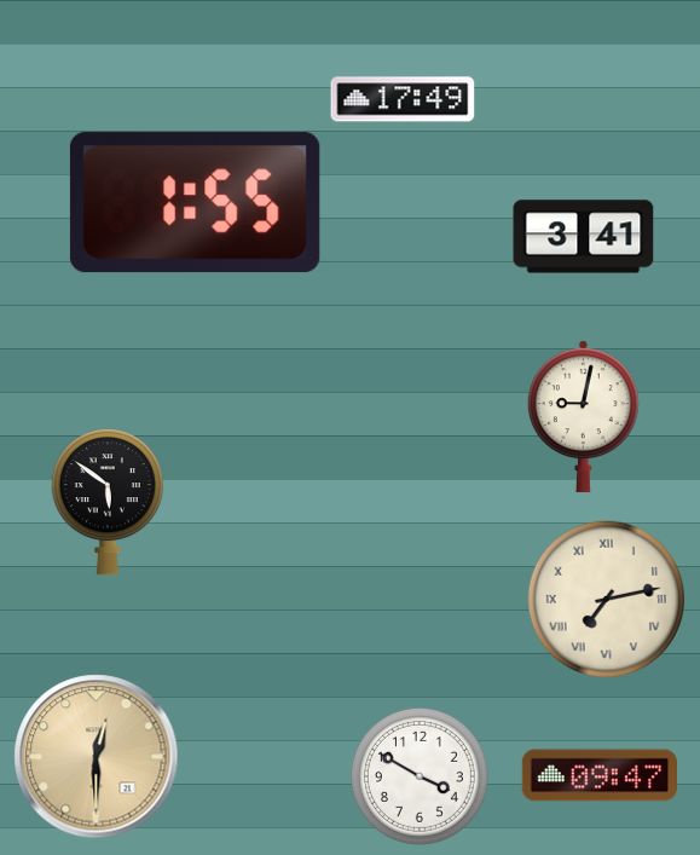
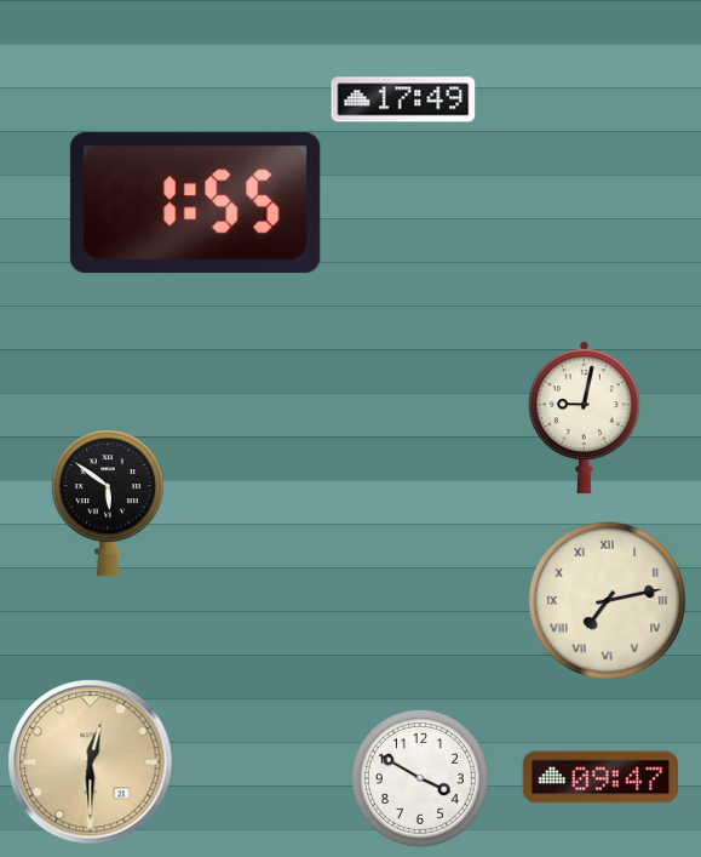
clock at (584, 237): 3:41 -> none
clock at (97, 757) position: (97, 757) -> (91, 762)
